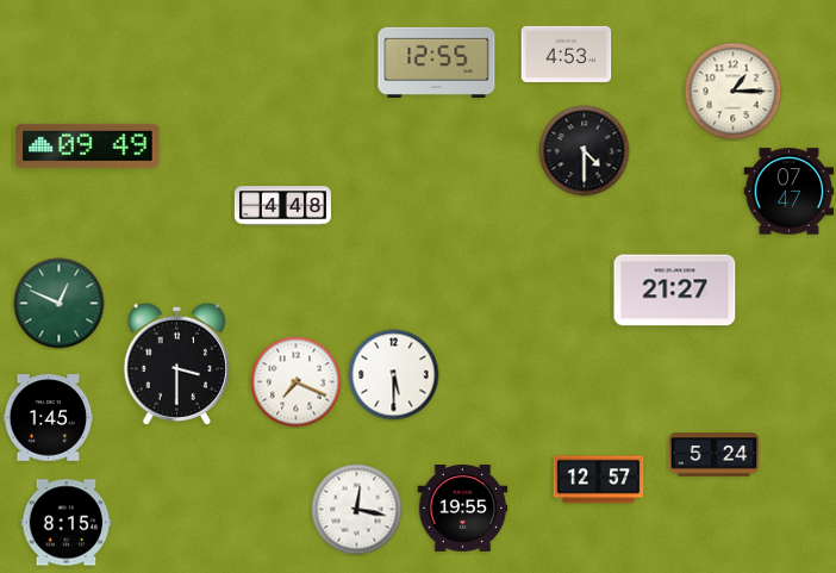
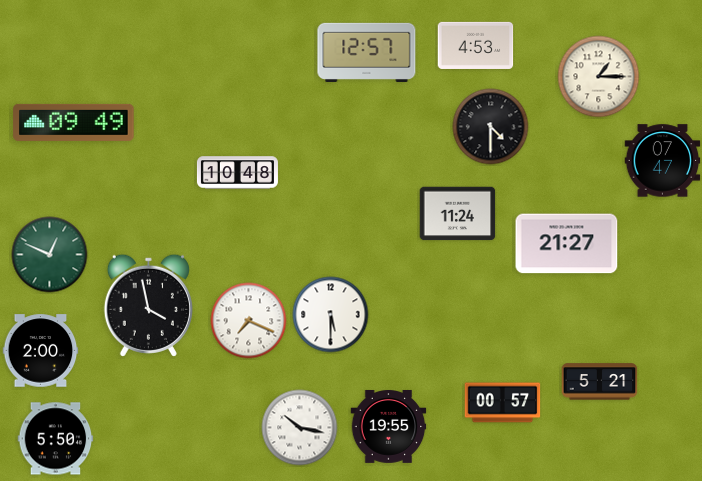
clock at (437, 62): 12:55 -> 12:57
clock at (734, 92) position: (734, 92) -> (599, 77)
clock at (282, 206): 4:48 -> 10:48
clock at (458, 214): none -> 11:24
clock at (176, 363): 3:30 -> 3:58
clock at (49, 418): 1:45 -> 2:00
clock at (715, 455): 5:24 -> 5:21
clock at (599, 480): 12:57 -> 00:57
clock at (357, 510): 12:17 -> 10:17
clock at (67, 523): 8:15 -> 5:50
